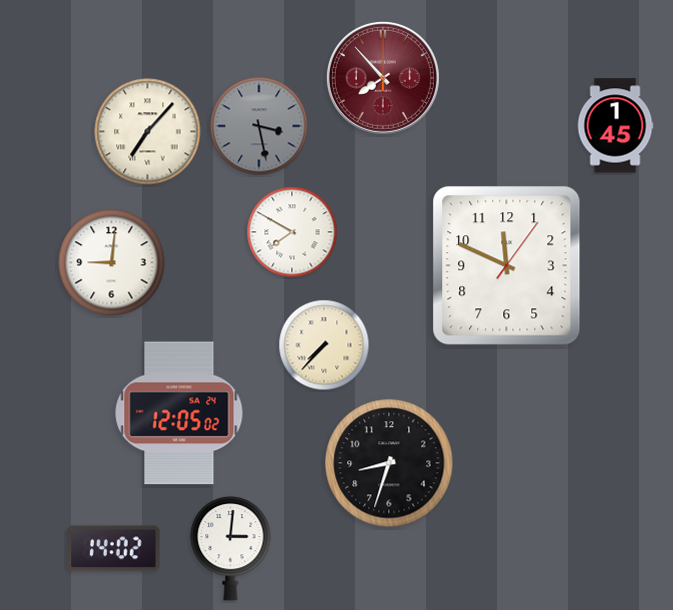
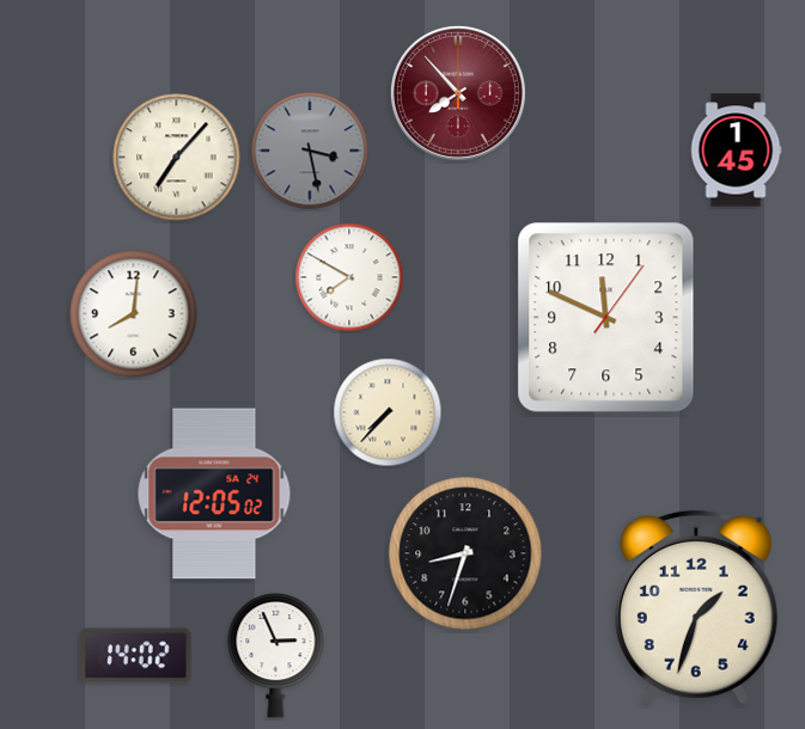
clock at (112, 263): 9:01 -> 8:01
clock at (696, 607): none -> 1:33
clock at (231, 549): 3:01 -> 2:56
